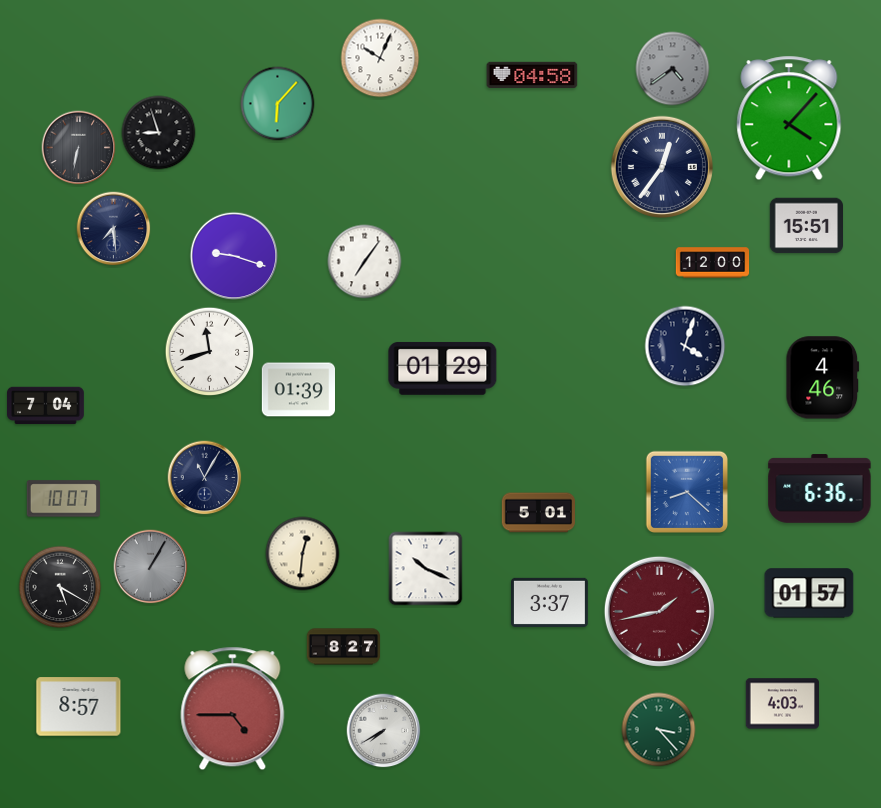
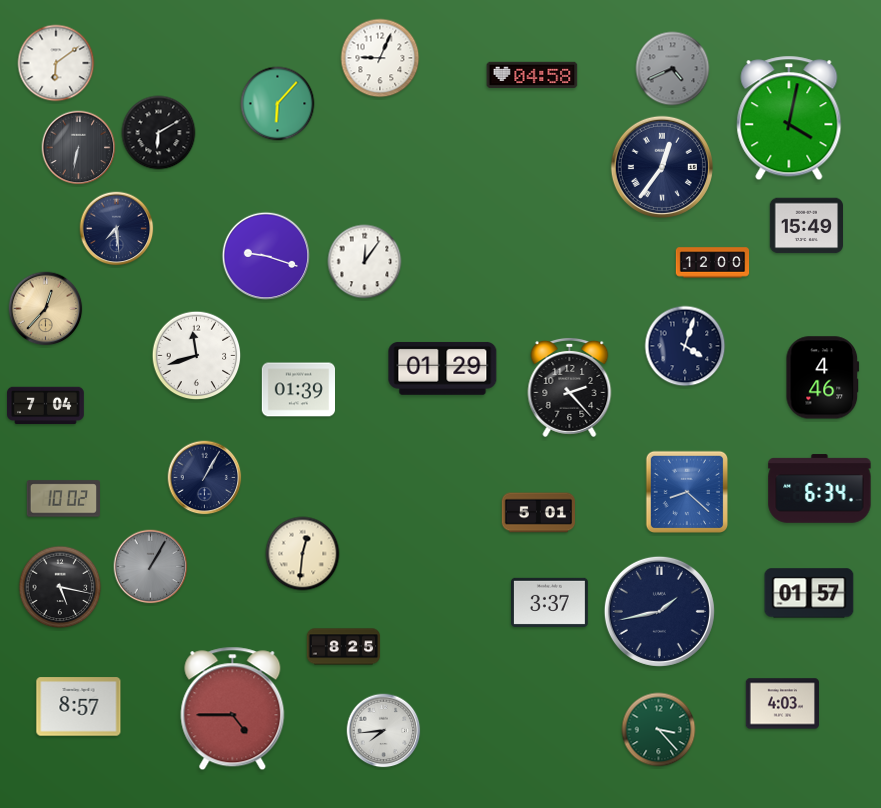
clock at (380, 58): 10:04 -> 9:04
clock at (56, 63): none -> 6:09
clock at (673, 69): 4:39 -> 4:41
clock at (789, 118): 4:07 -> 4:02
clock at (159, 133): 8:57 -> 6:10
clock at (806, 226): 15:51 -> 15:49
clock at (114, 229) position: (114, 229) -> (117, 229)
clock at (234, 256) position: (234, 256) -> (266, 256)
clock at (365, 262): 7:06 -> 12:06
clock at (46, 309): none -> 12:37
clock at (210, 352) position: (210, 352) -> (197, 356)
clock at (570, 387): none -> 2:23
clock at (205, 478): 11:05 -> 1:05
clock at (820, 489): 6:36 -> 6:34
clock at (63, 499): 10:07 -> 10:02
clock at (426, 569): 10:19 -> none
clock at (60, 587): 5:20 -> 5:17
clock at (659, 611) dial: burgundy -> navy
clock at (344, 647): 8:27 -> 8:25
clock at (384, 731): 7:40 -> 7:44
